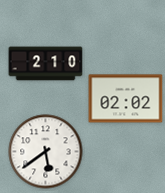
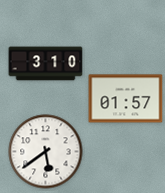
clock at (46, 64): 2:10 -> 3:10
clock at (126, 99): 02:02 -> 01:57
